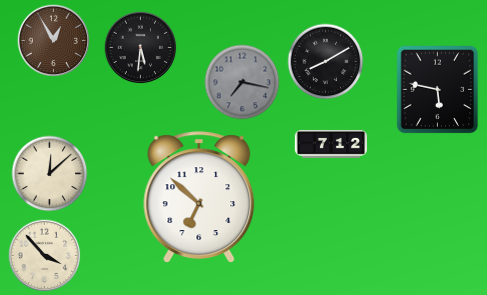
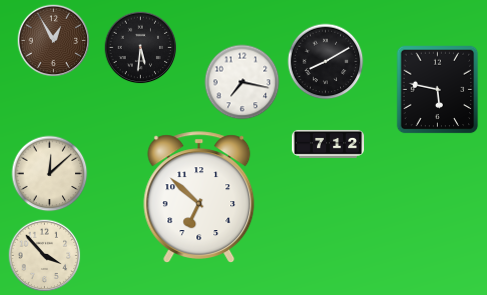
clock at (242, 82) dial: grey -> white
clock at (331, 144) position: (331, 144) -> (328, 144)
